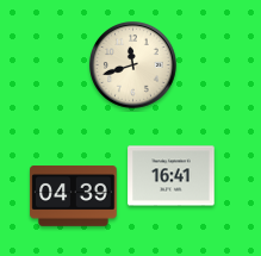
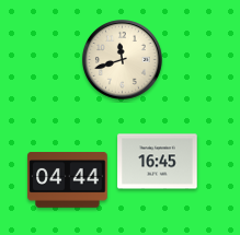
clock at (172, 176): 16:41 -> 16:45
clock at (74, 196): 04:39 -> 04:44
